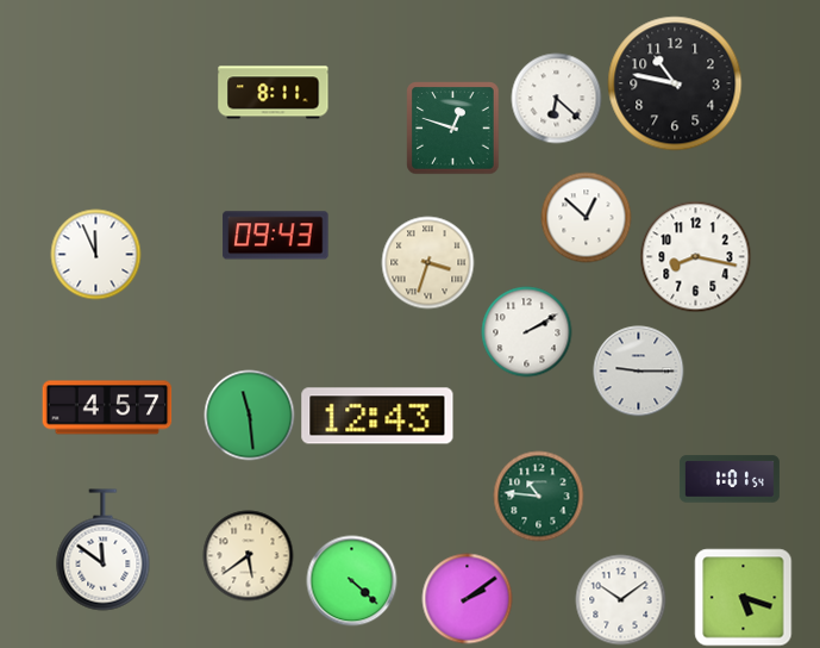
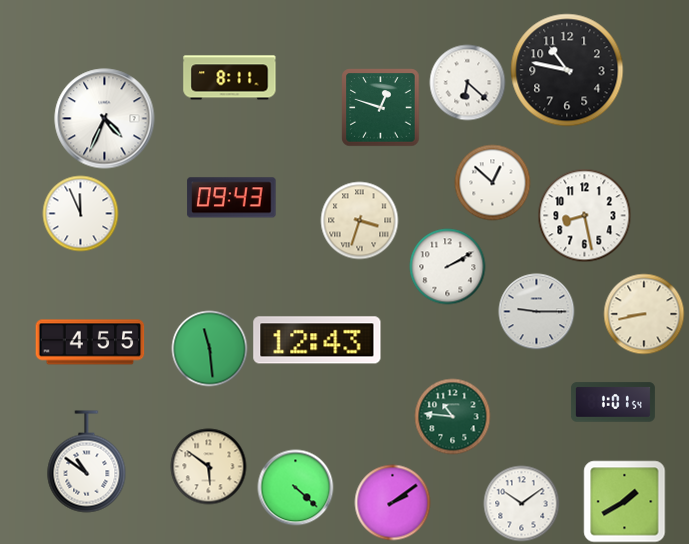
clock at (105, 119): none -> 4:34
clock at (696, 257): 8:17 -> 8:28
clock at (527, 332) position: (527, 332) -> (448, 267)
clock at (644, 314): none -> 8:43
clock at (107, 407): 4:57 -> 4:55
clock at (377, 416) position: (377, 416) -> (317, 340)
clock at (104, 550): 11:51 -> 10:51
clock at (249, 556): 5:39 -> 5:51
clock at (744, 598): 5:18 -> 1:40
